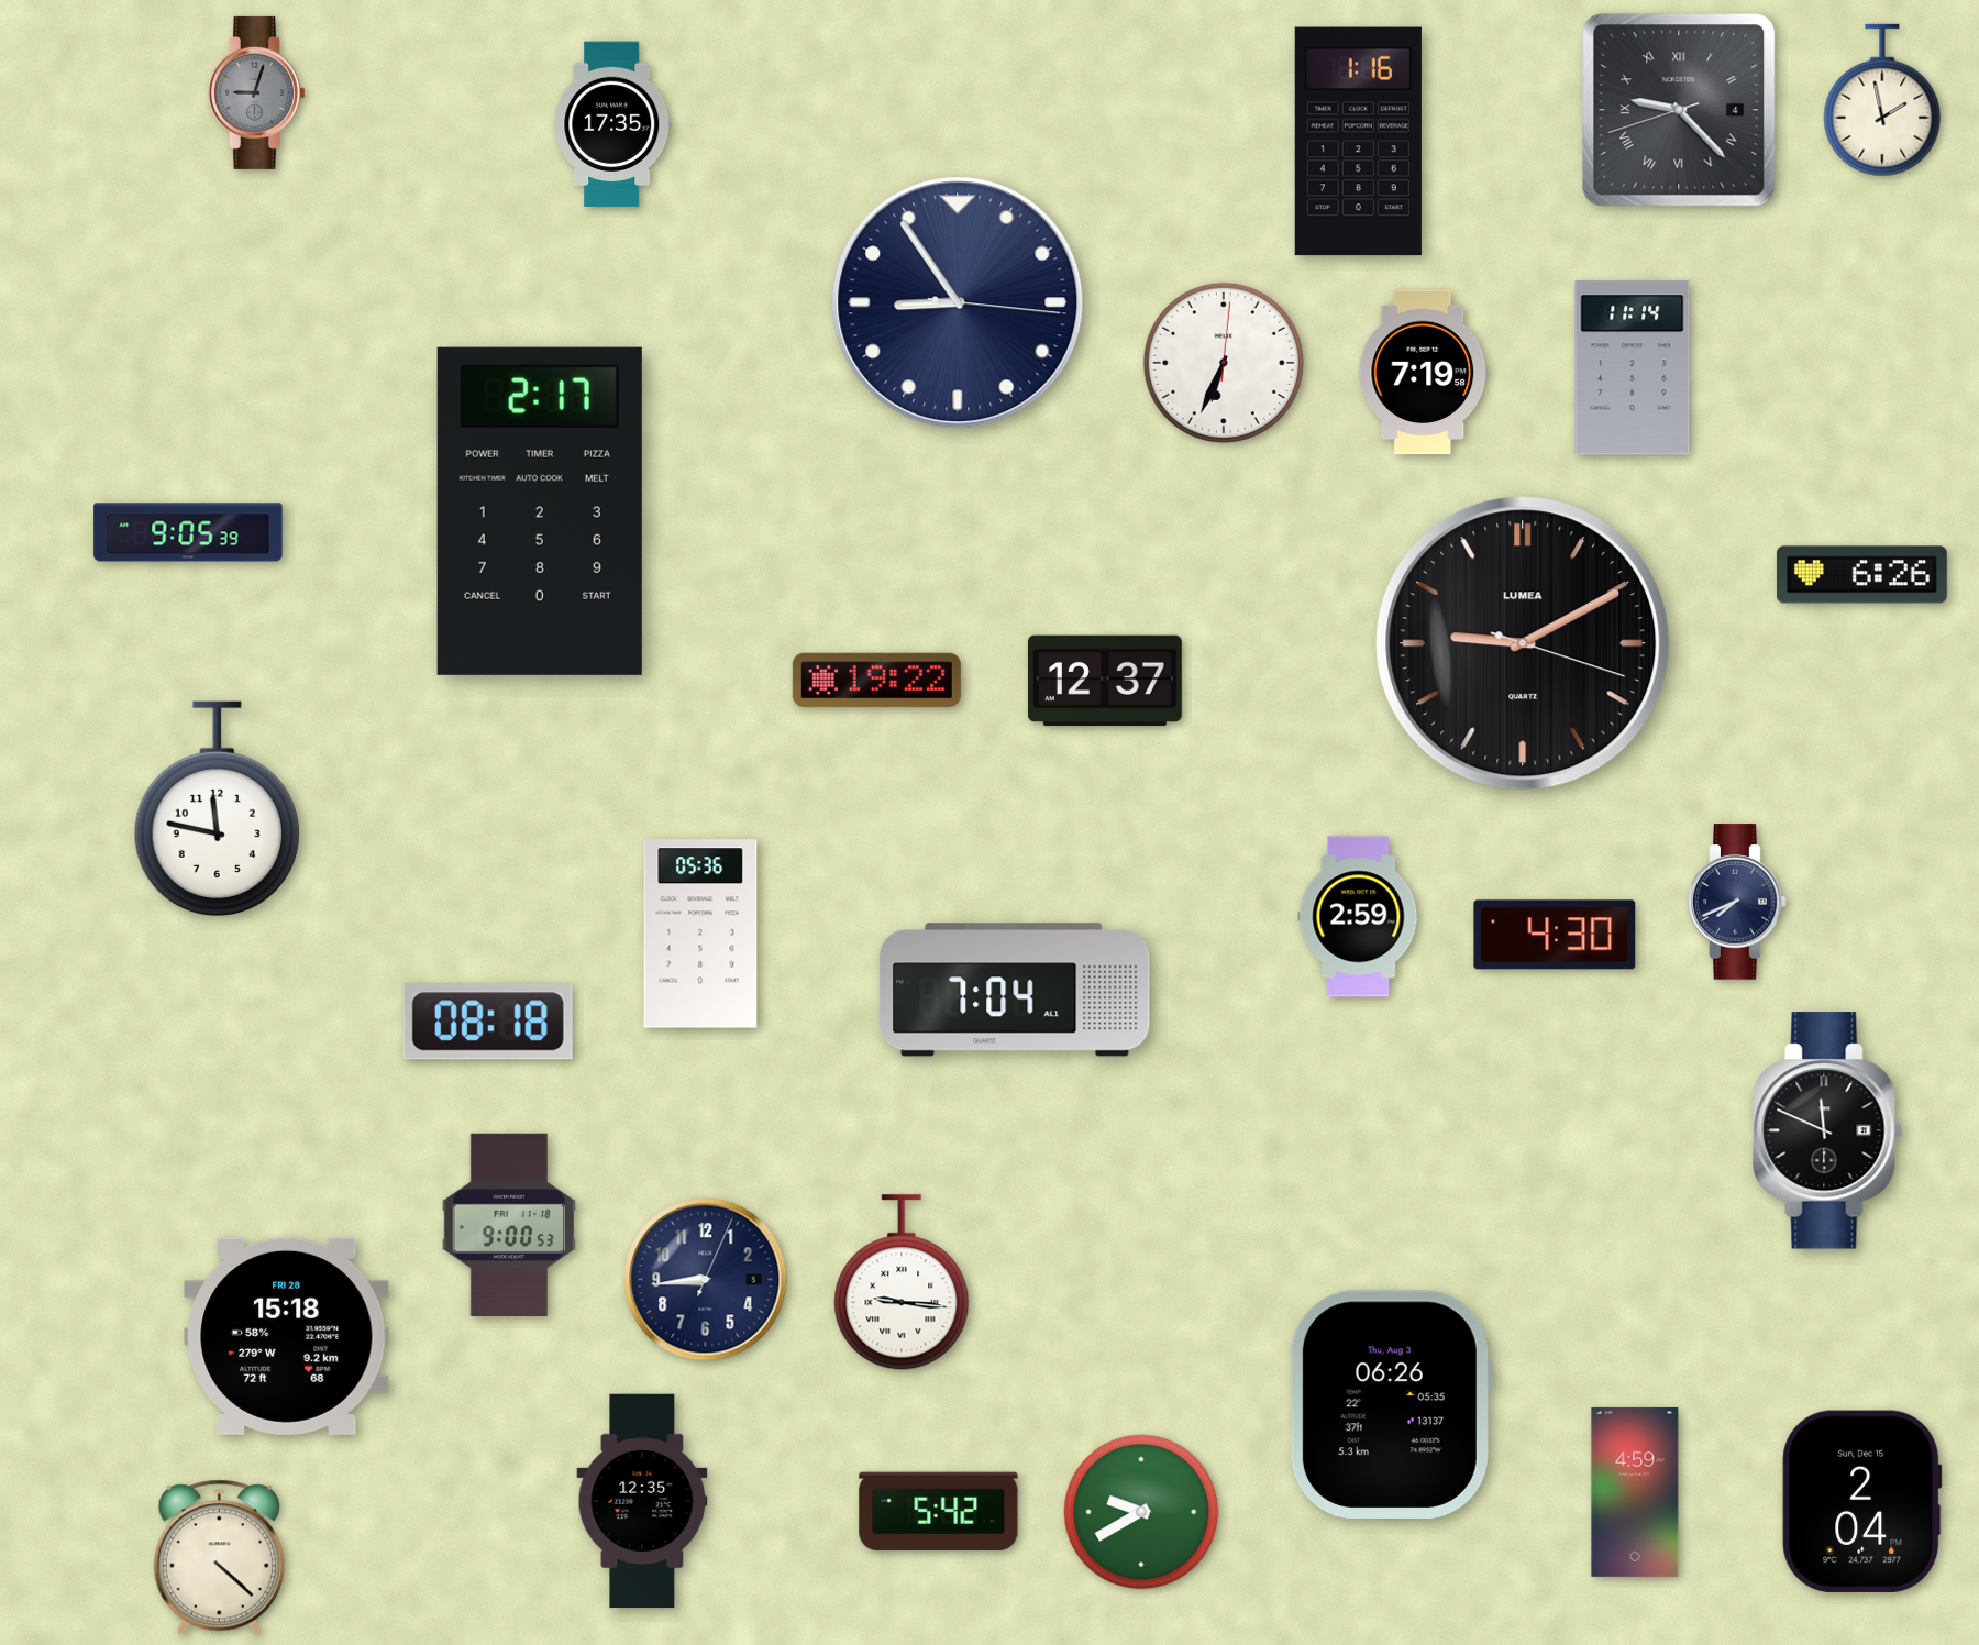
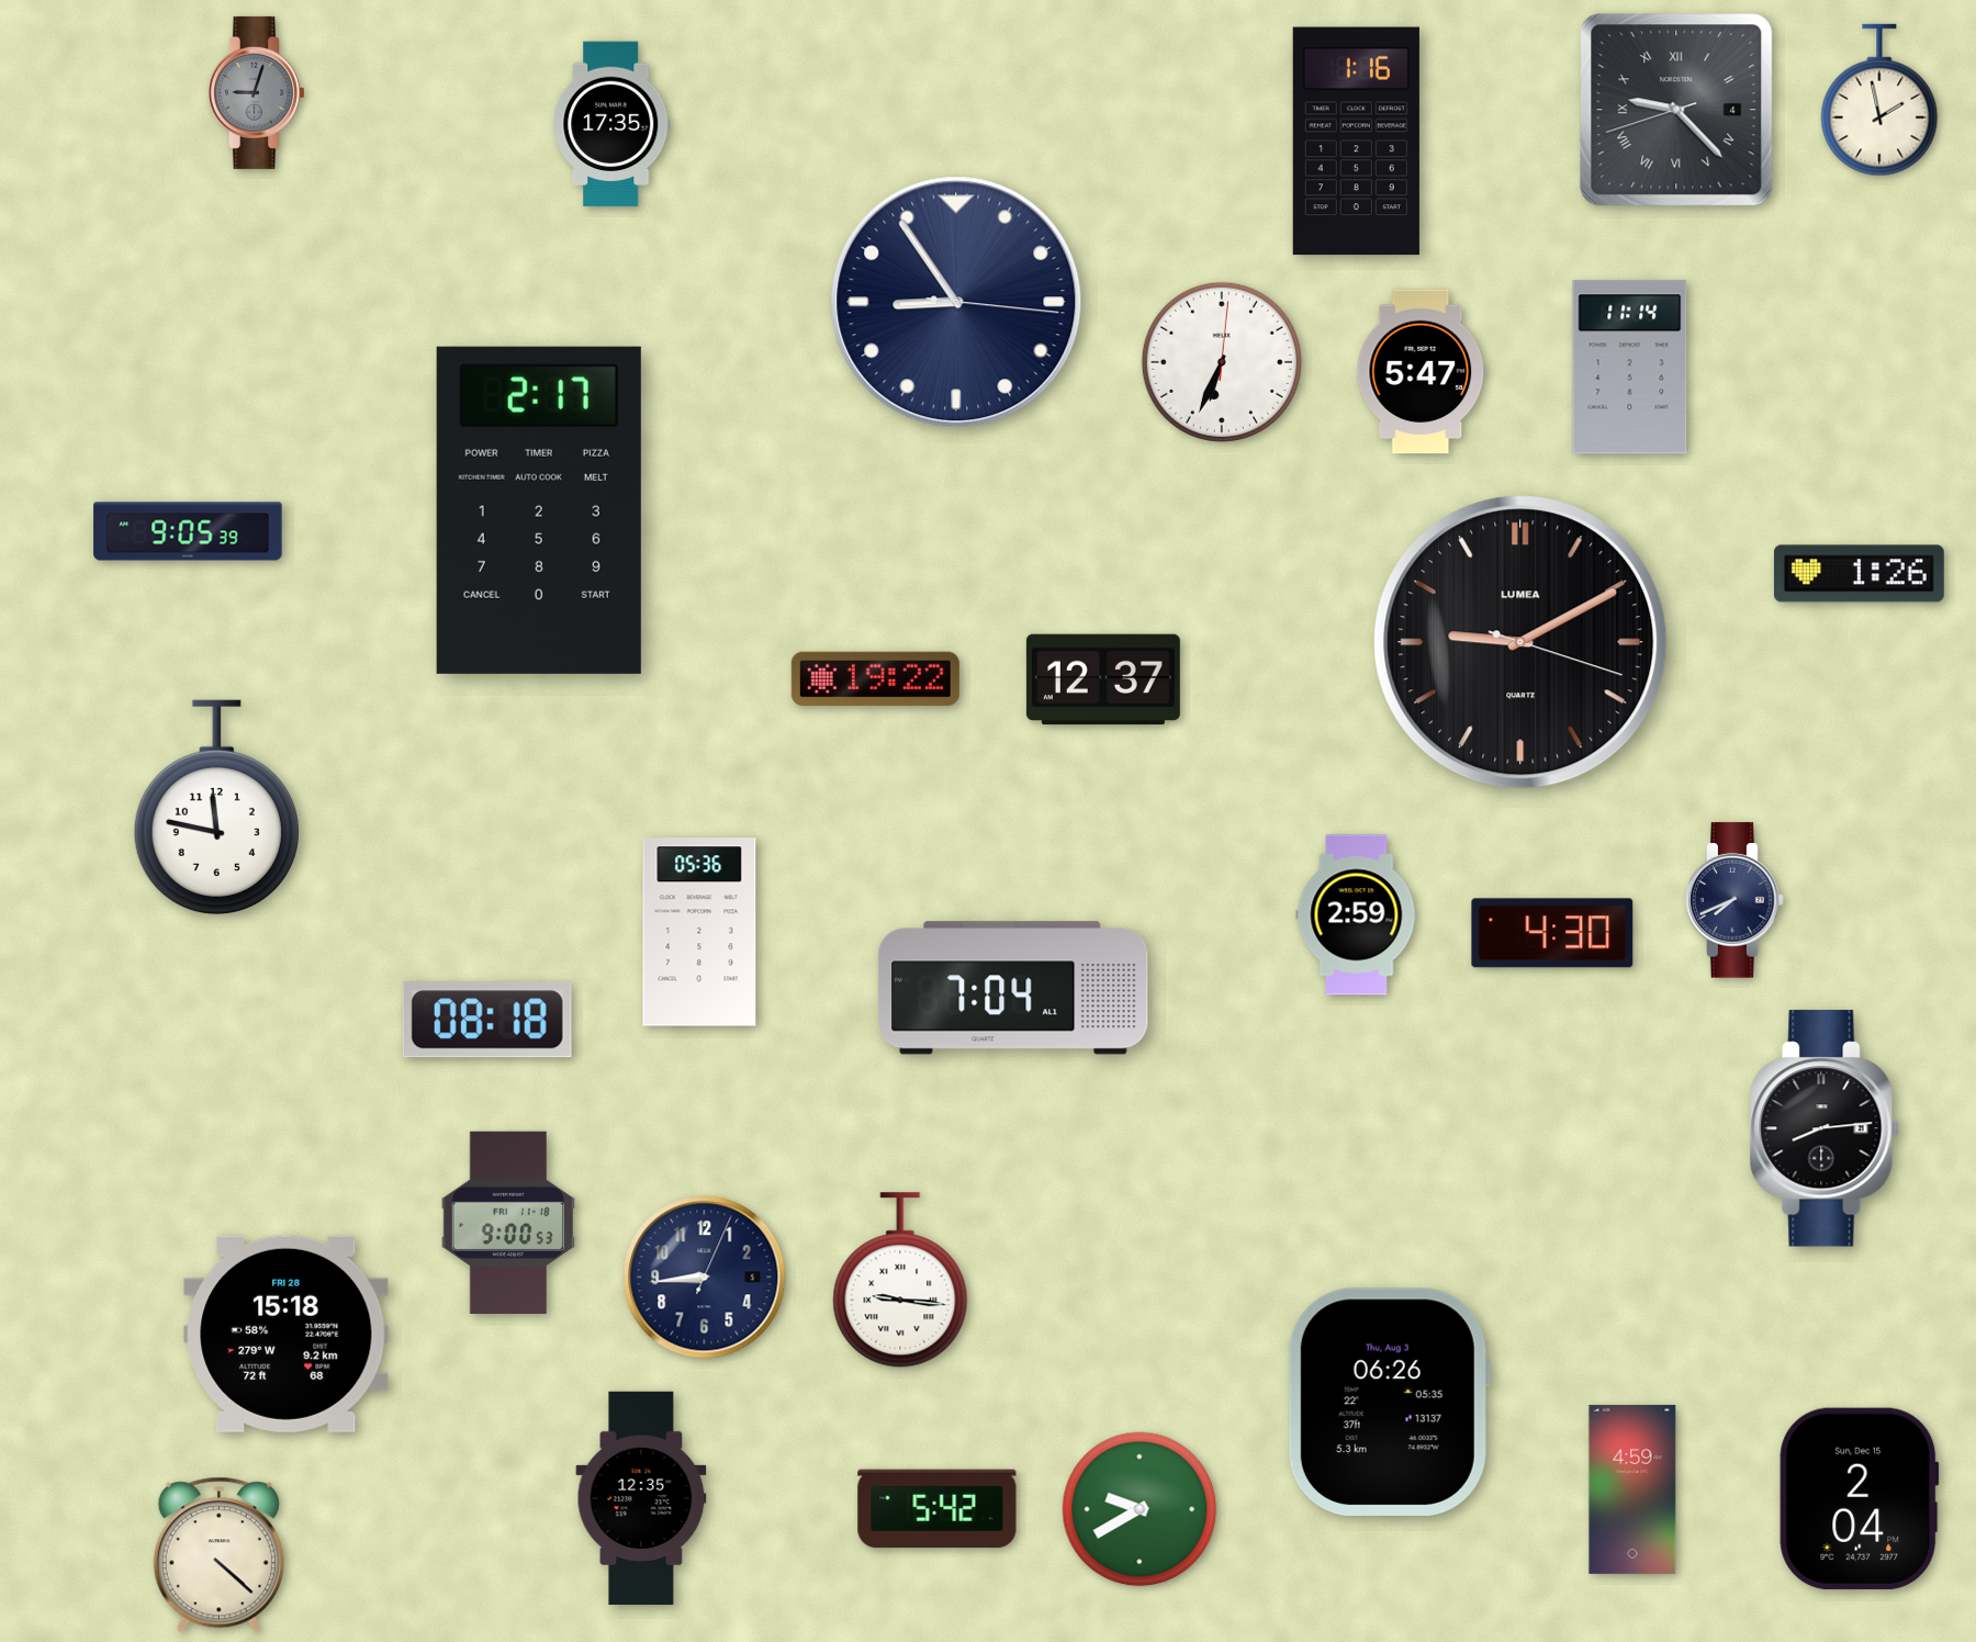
clock at (1424, 373): 7:19 -> 5:47
clock at (1861, 575): 6:26 -> 1:26
clock at (1827, 1130): 11:49 -> 8:14
